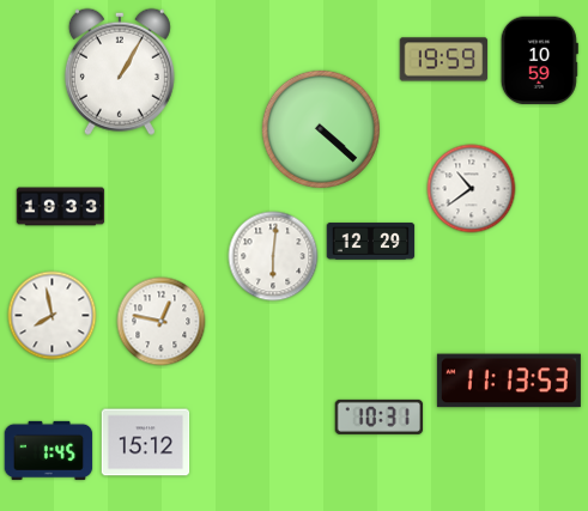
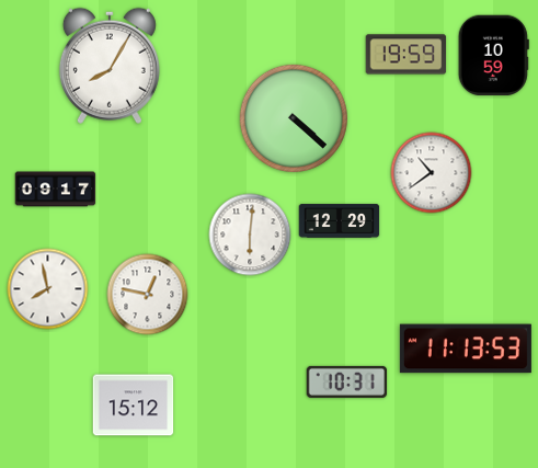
clock at (120, 72): 1:05 -> 8:05
clock at (61, 207): 19:33 -> 09:17
clock at (49, 450): 1:45 -> none
